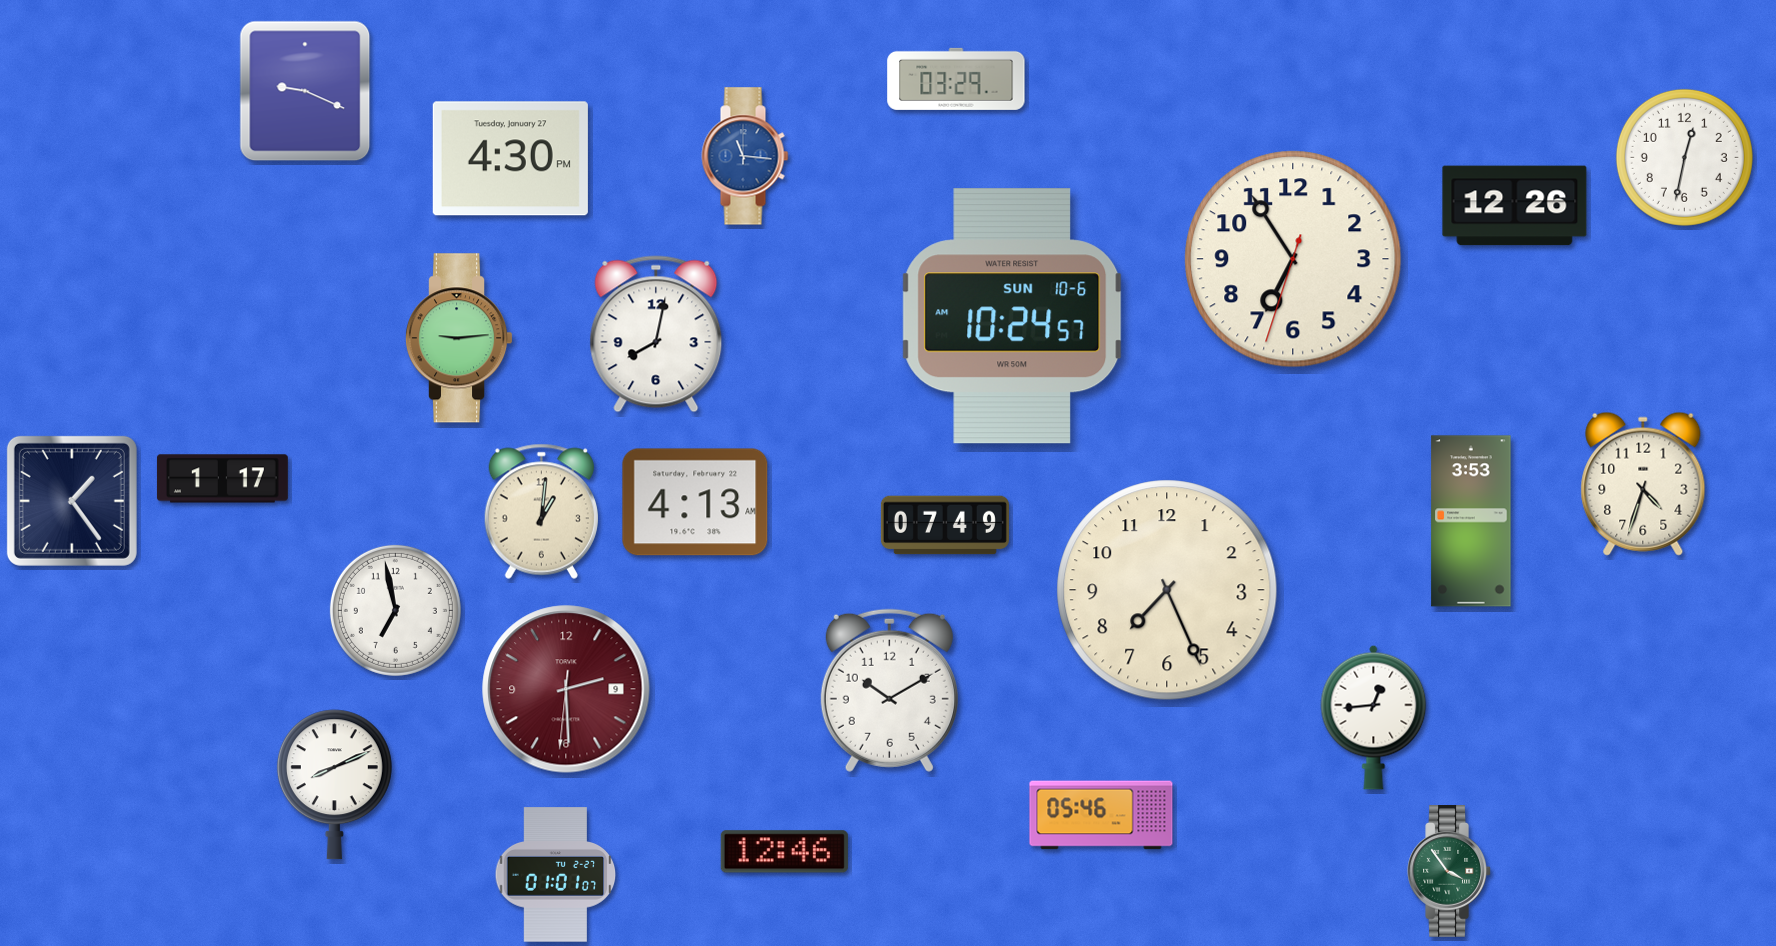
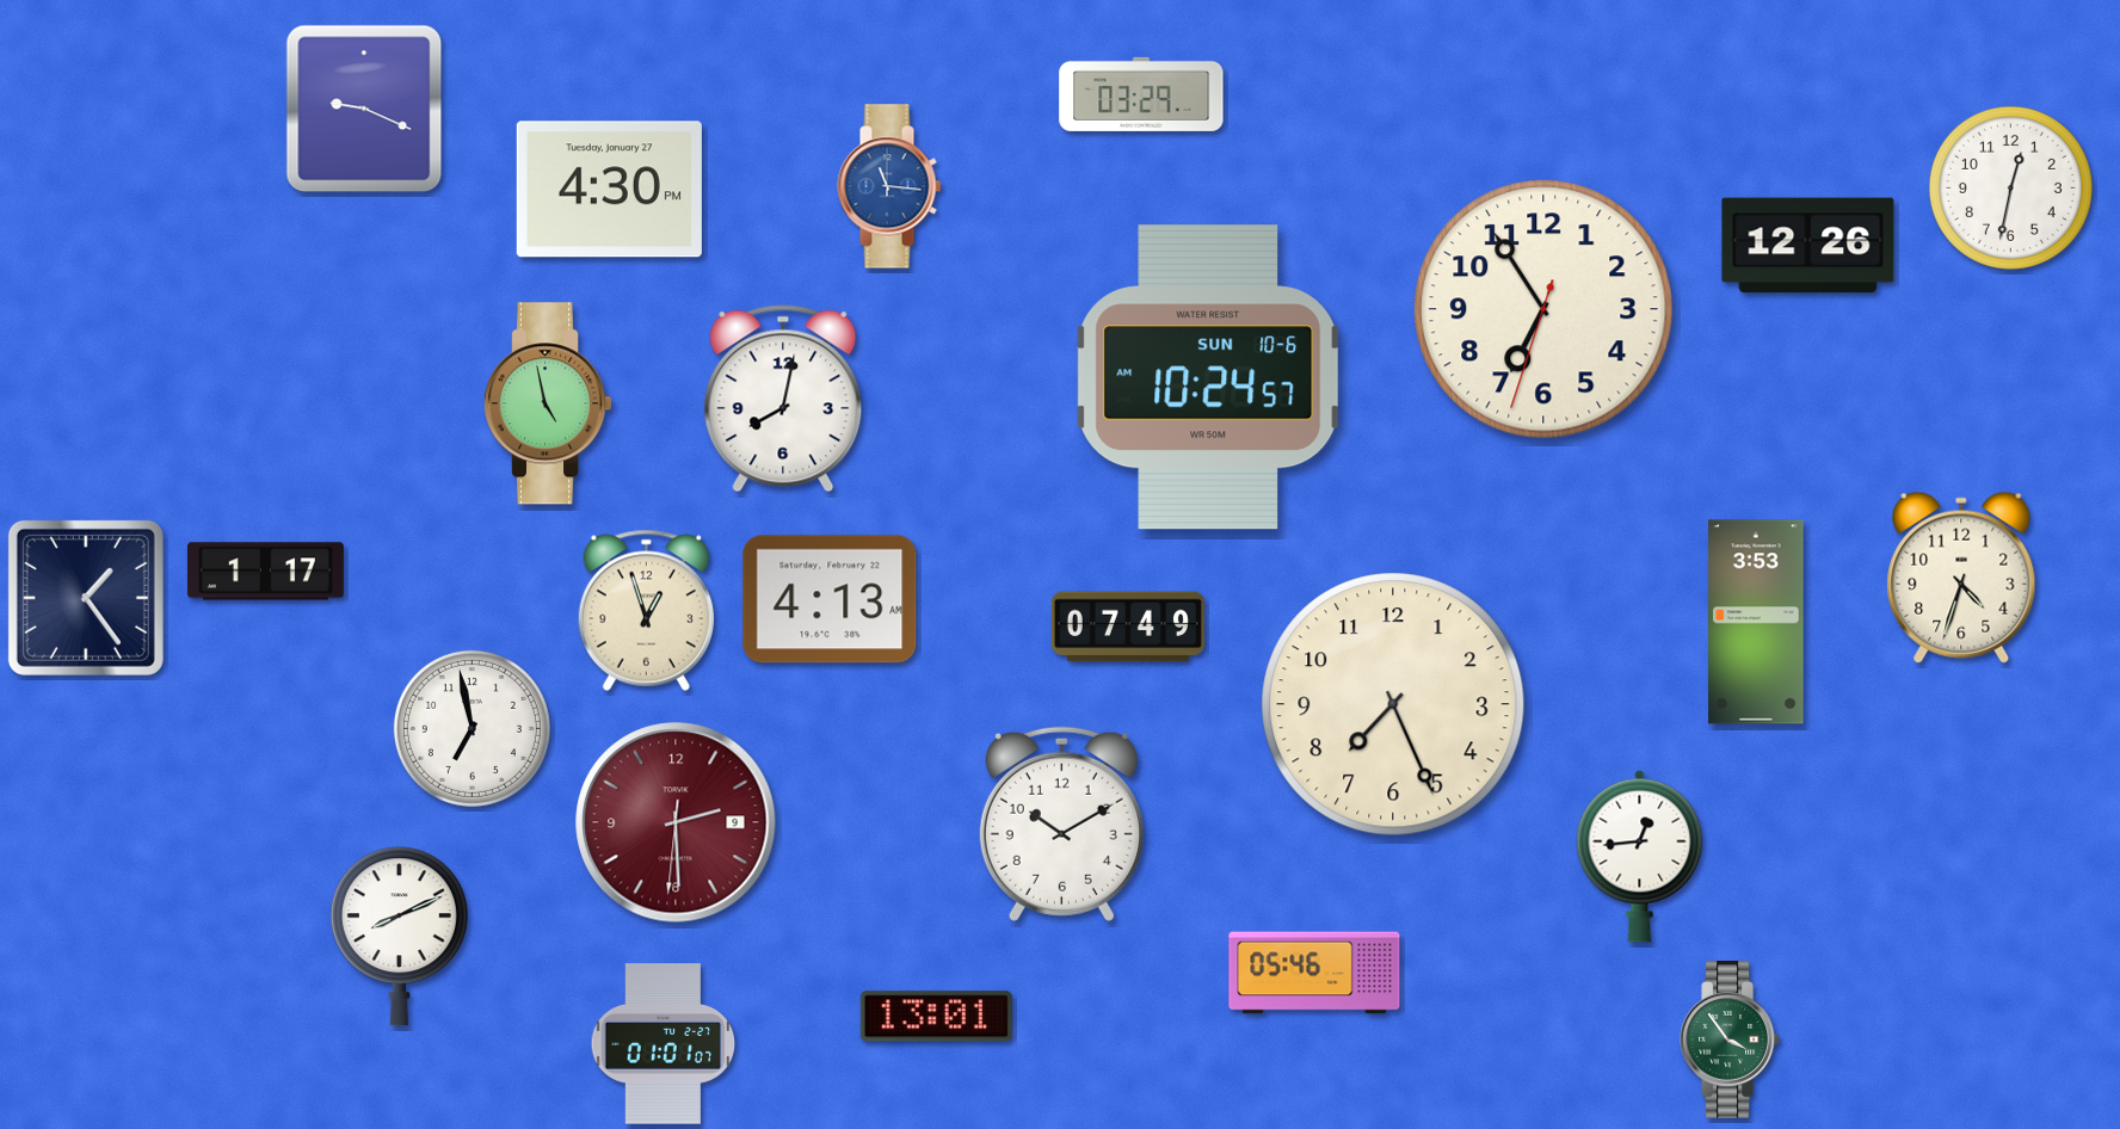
clock at (459, 338): 9:14 -> 4:58
clock at (541, 511): 1:01 -> 12:57
clock at (784, 852): 12:46 -> 13:01
